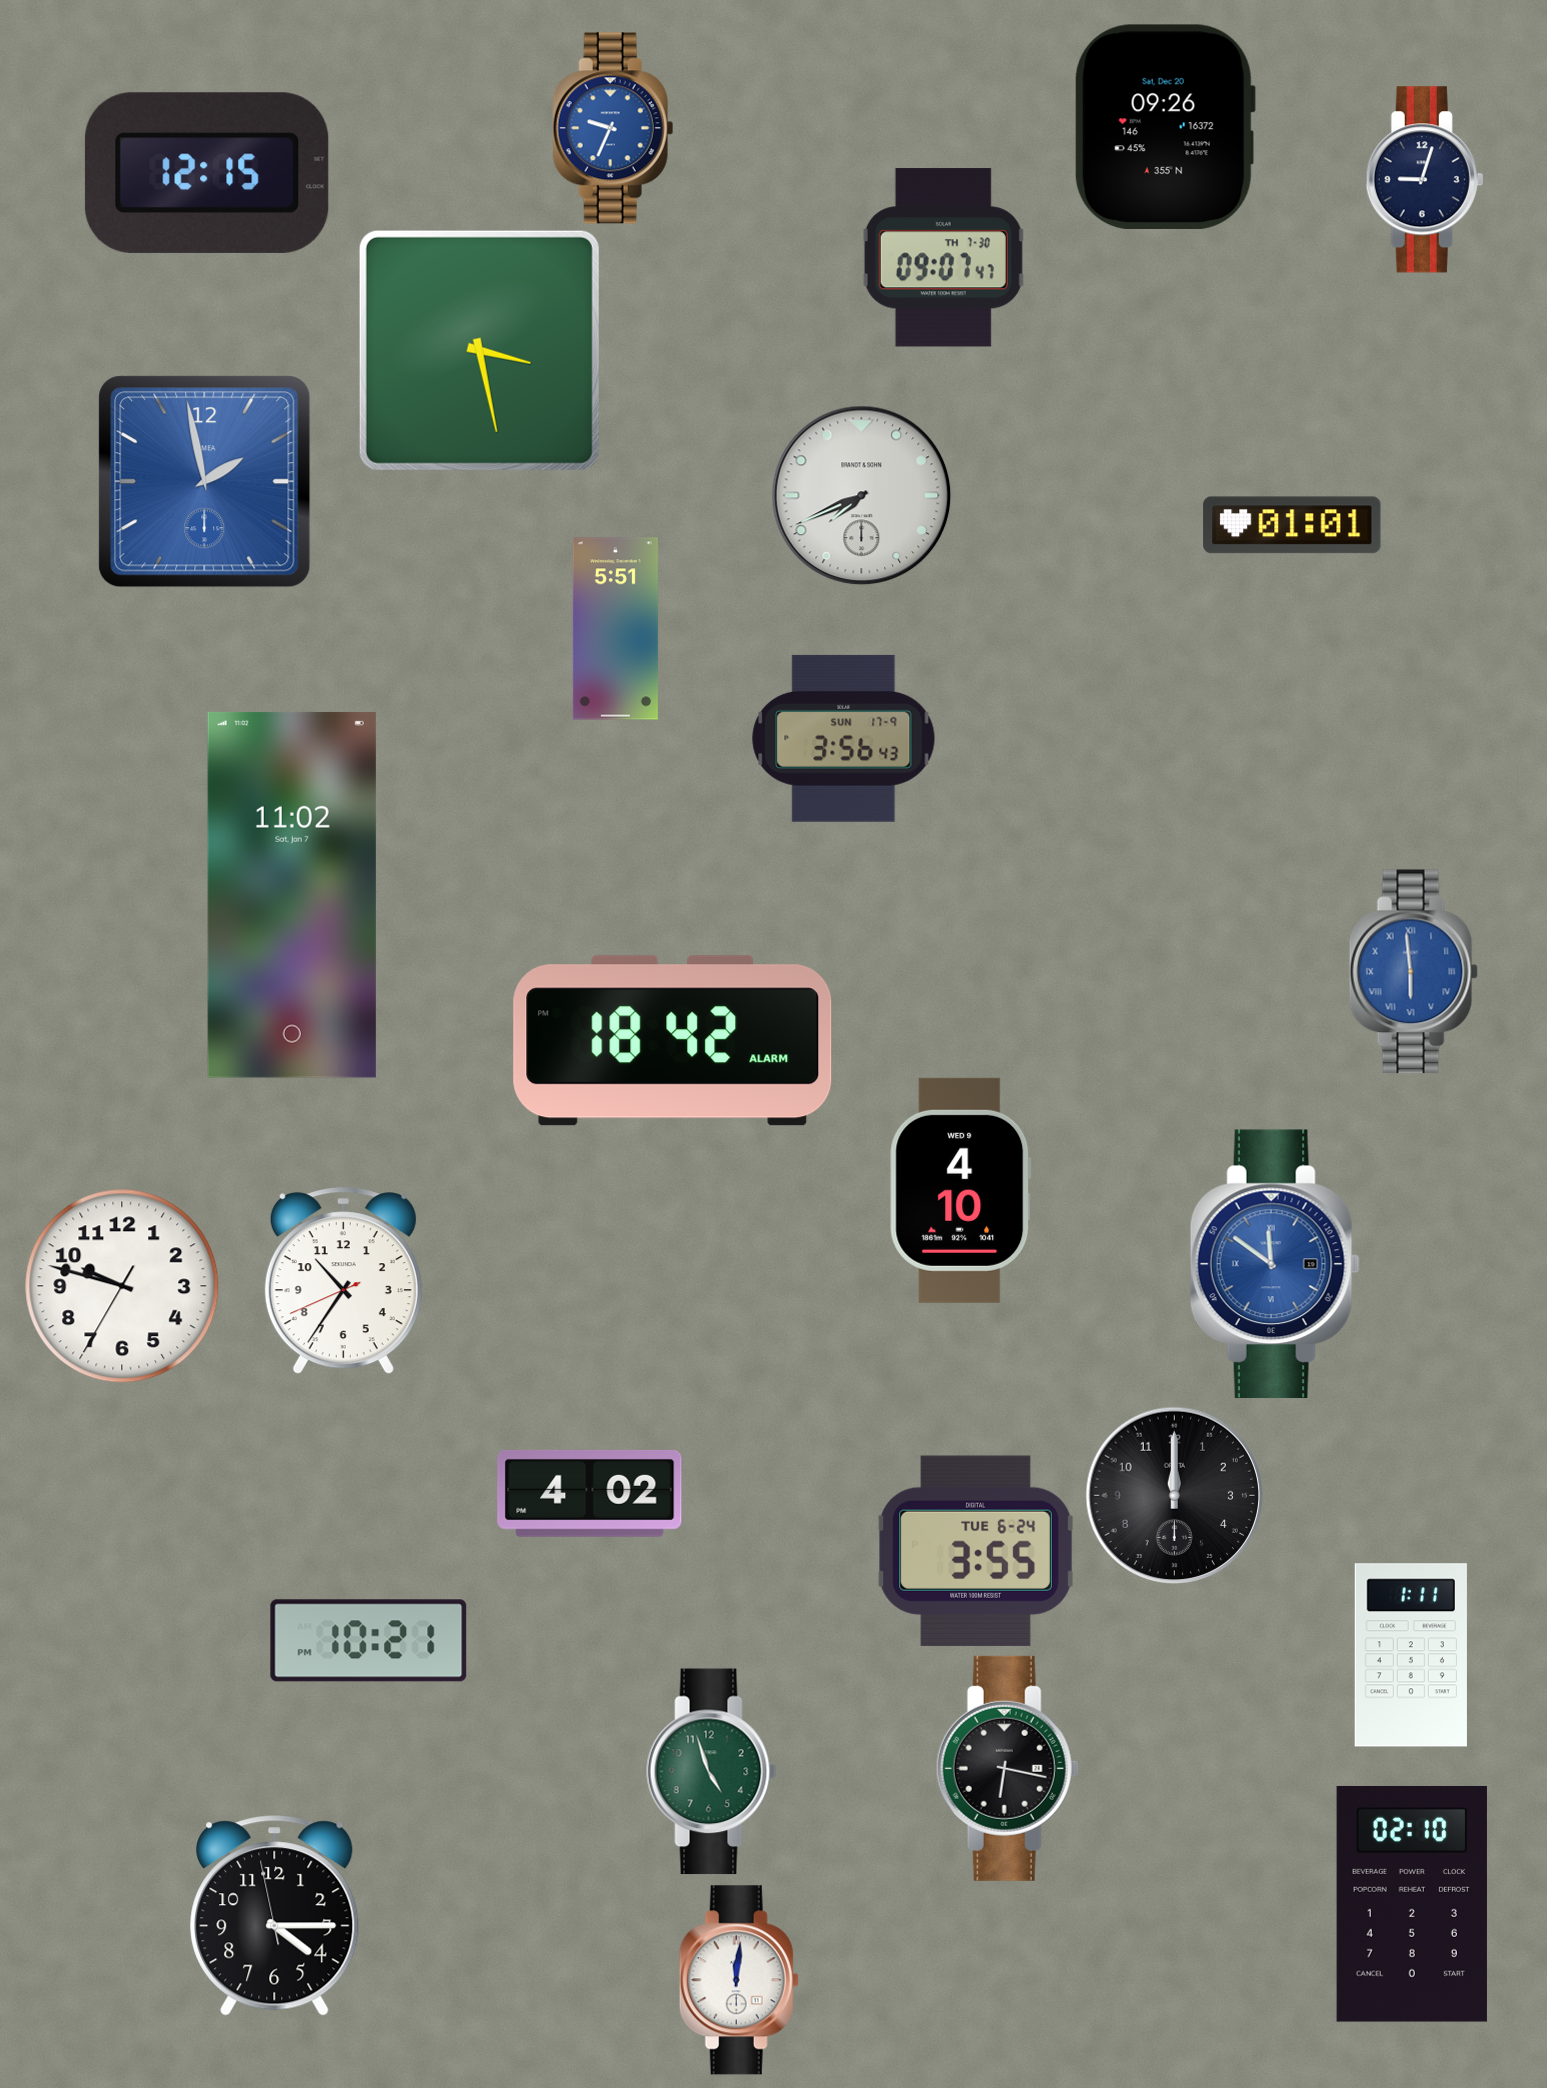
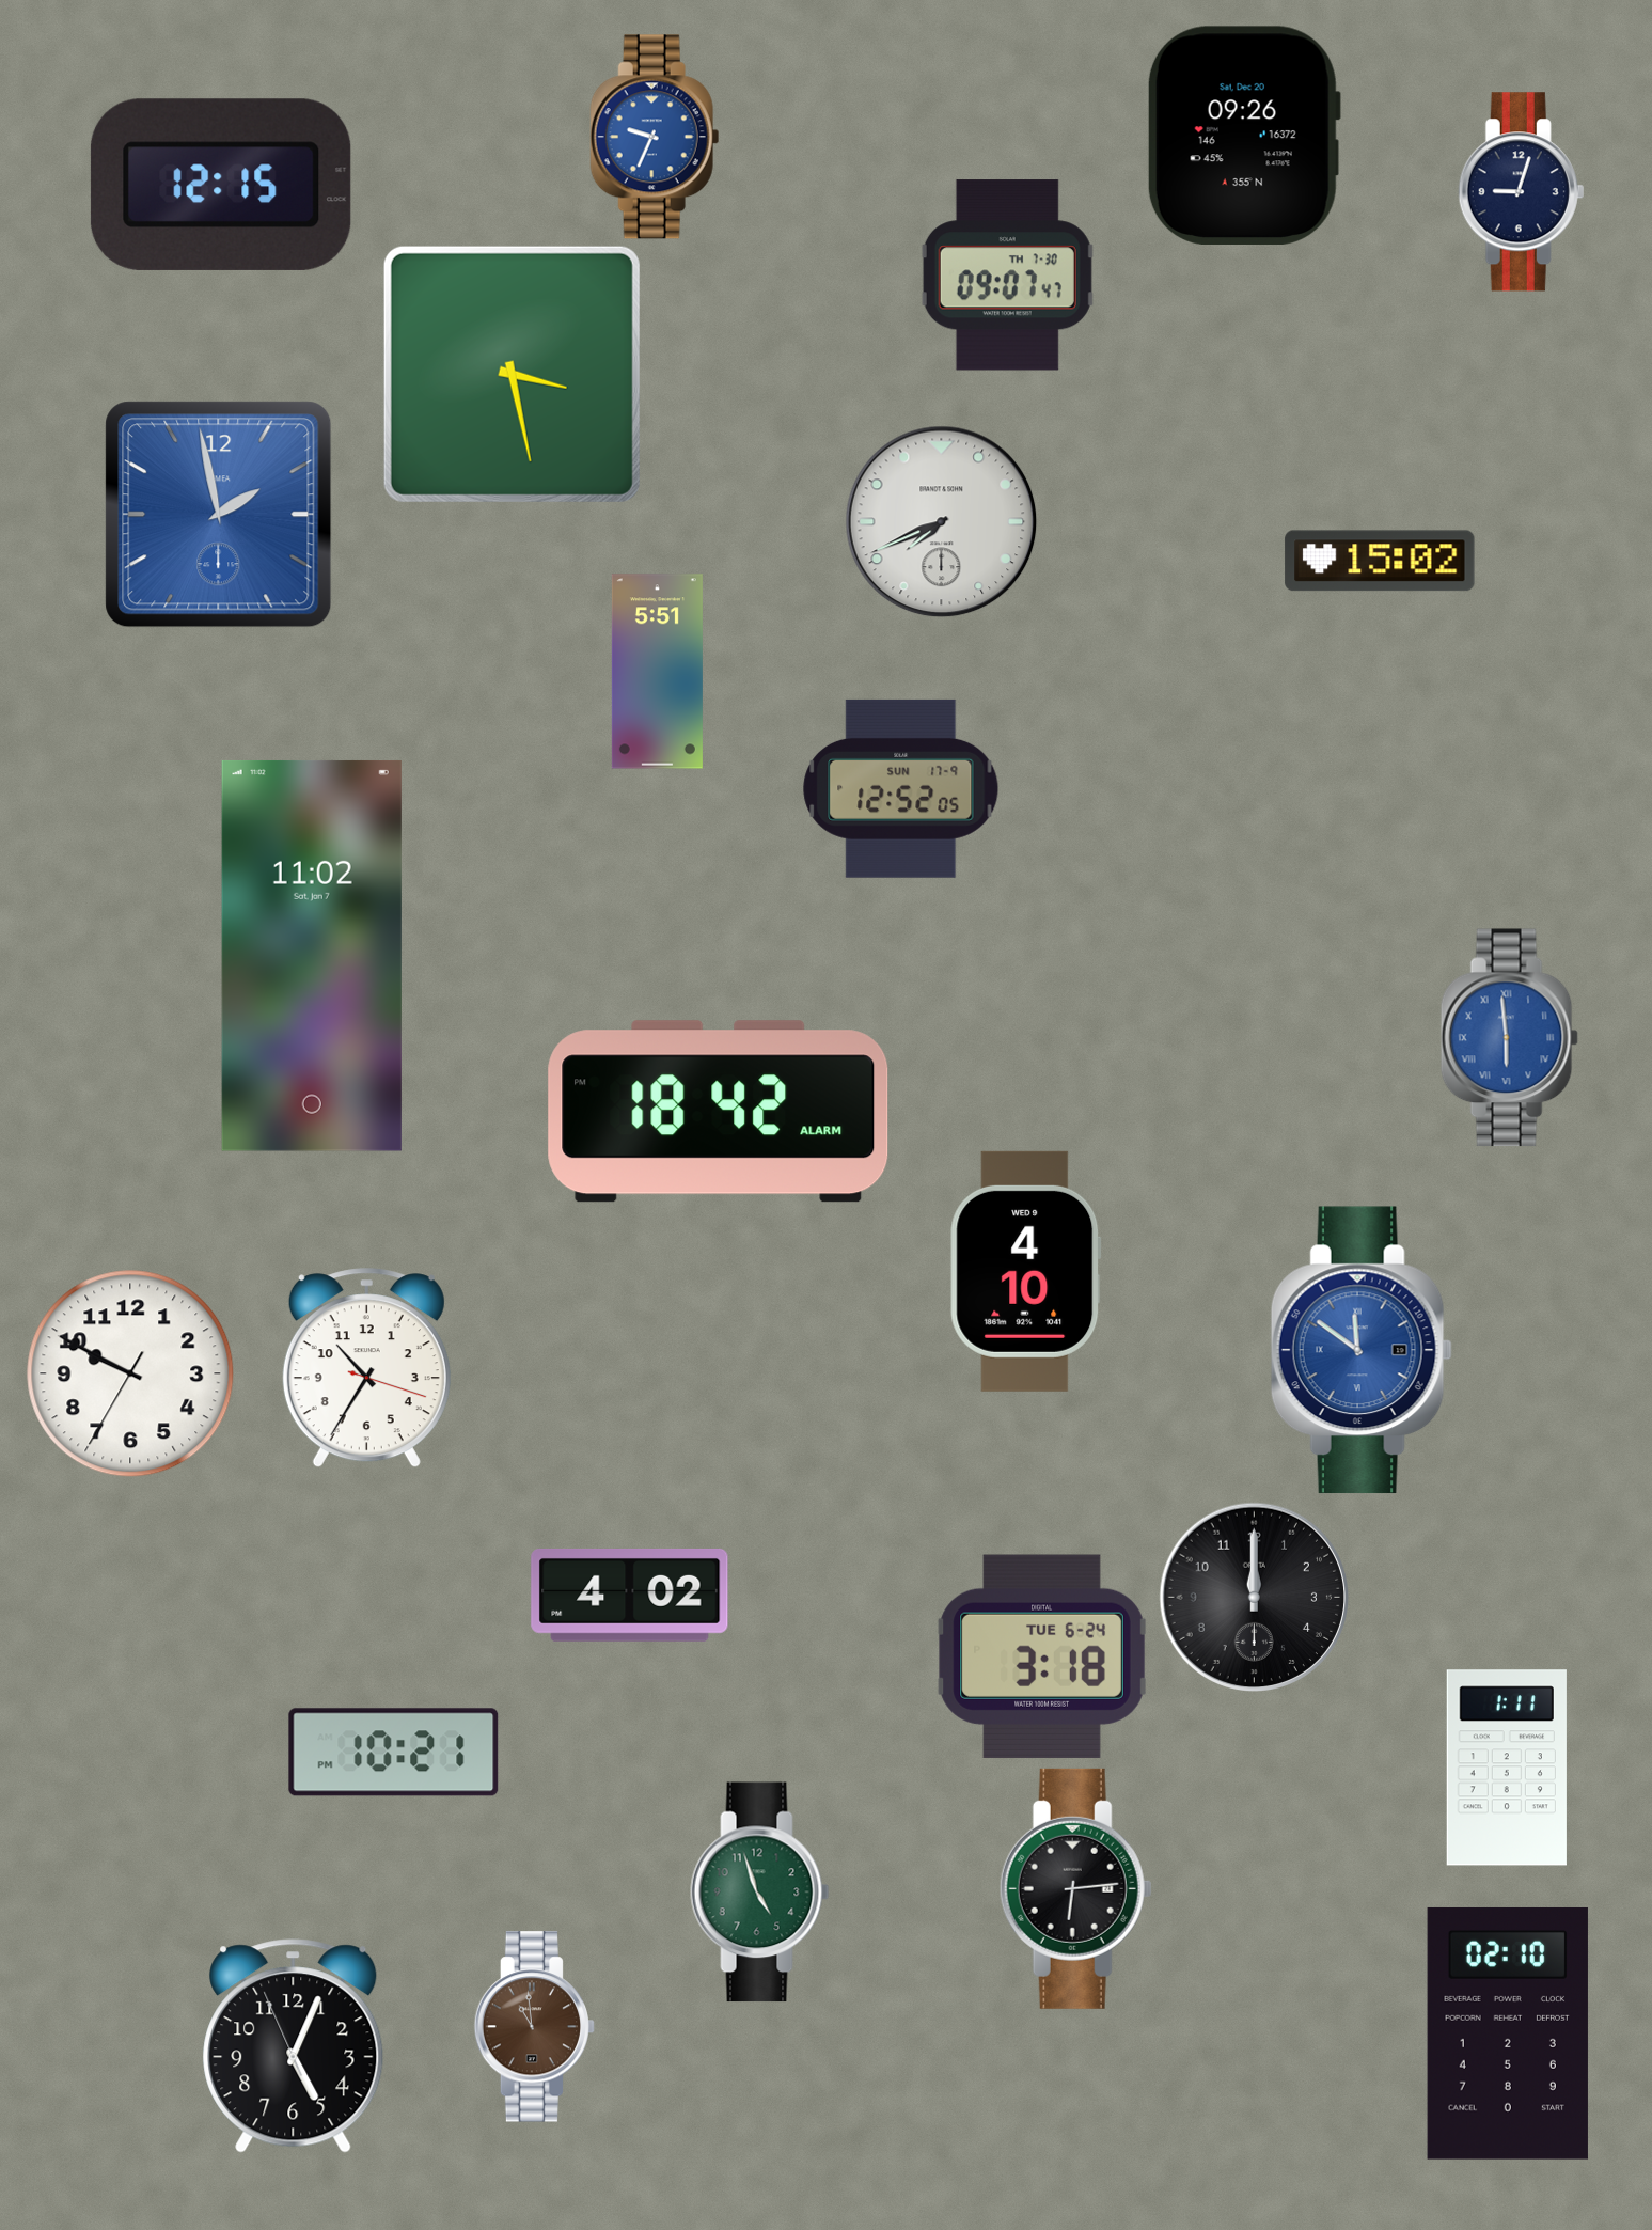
clock at (862, 496) position: (862, 496) -> (942, 522)
clock at (1292, 525): 01:01 -> 15:02
clock at (844, 738): 3:56 -> 12:52
clock at (343, 1281): 10:35:41 -> 10:35:18
clock at (122, 1286): 9:47 -> 9:49
clock at (976, 1551): 3:55 -> 3:18
clock at (1007, 1768): 6:17 -> 6:14
clock at (535, 2027): none -> 10:59
clock at (275, 1916): 4:14 -> 5:03
clock at (739, 1980): 12:01 -> none
